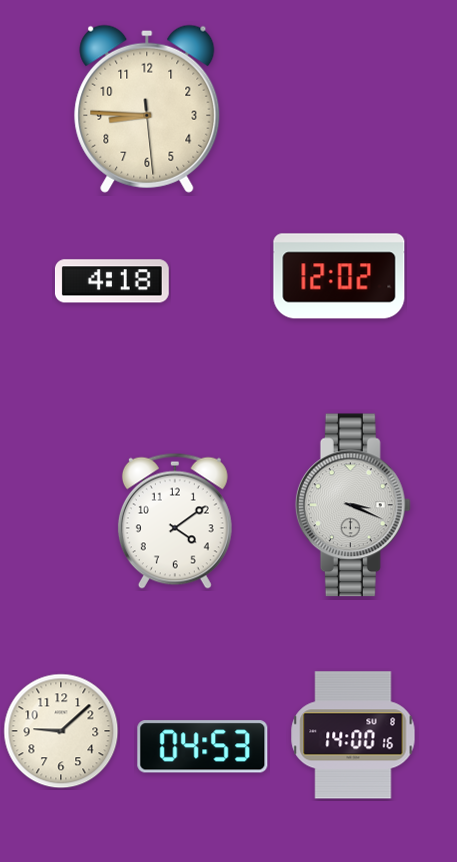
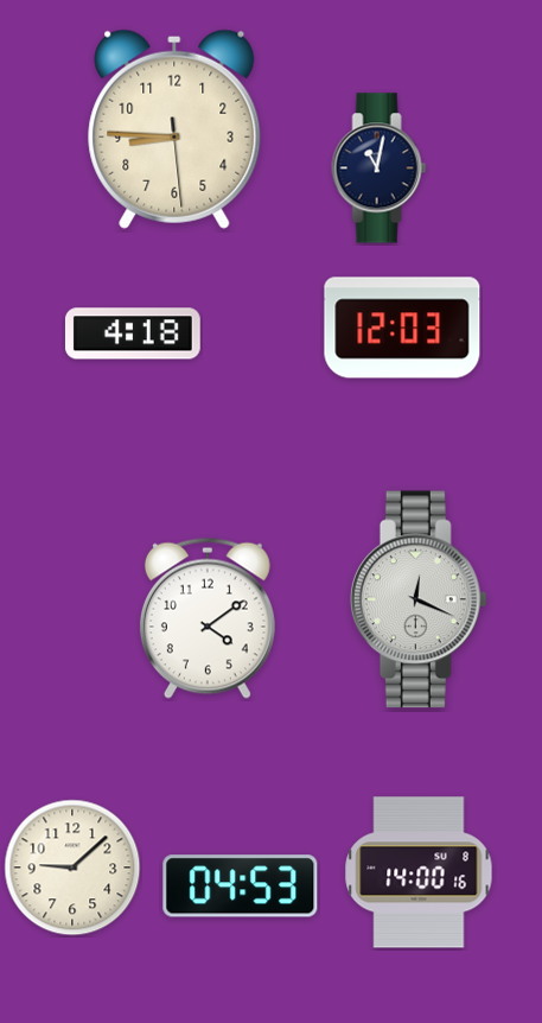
clock at (380, 169): none -> 11:02
clock at (339, 276): 12:02 -> 12:03
clock at (353, 505): 3:19 -> 12:19
